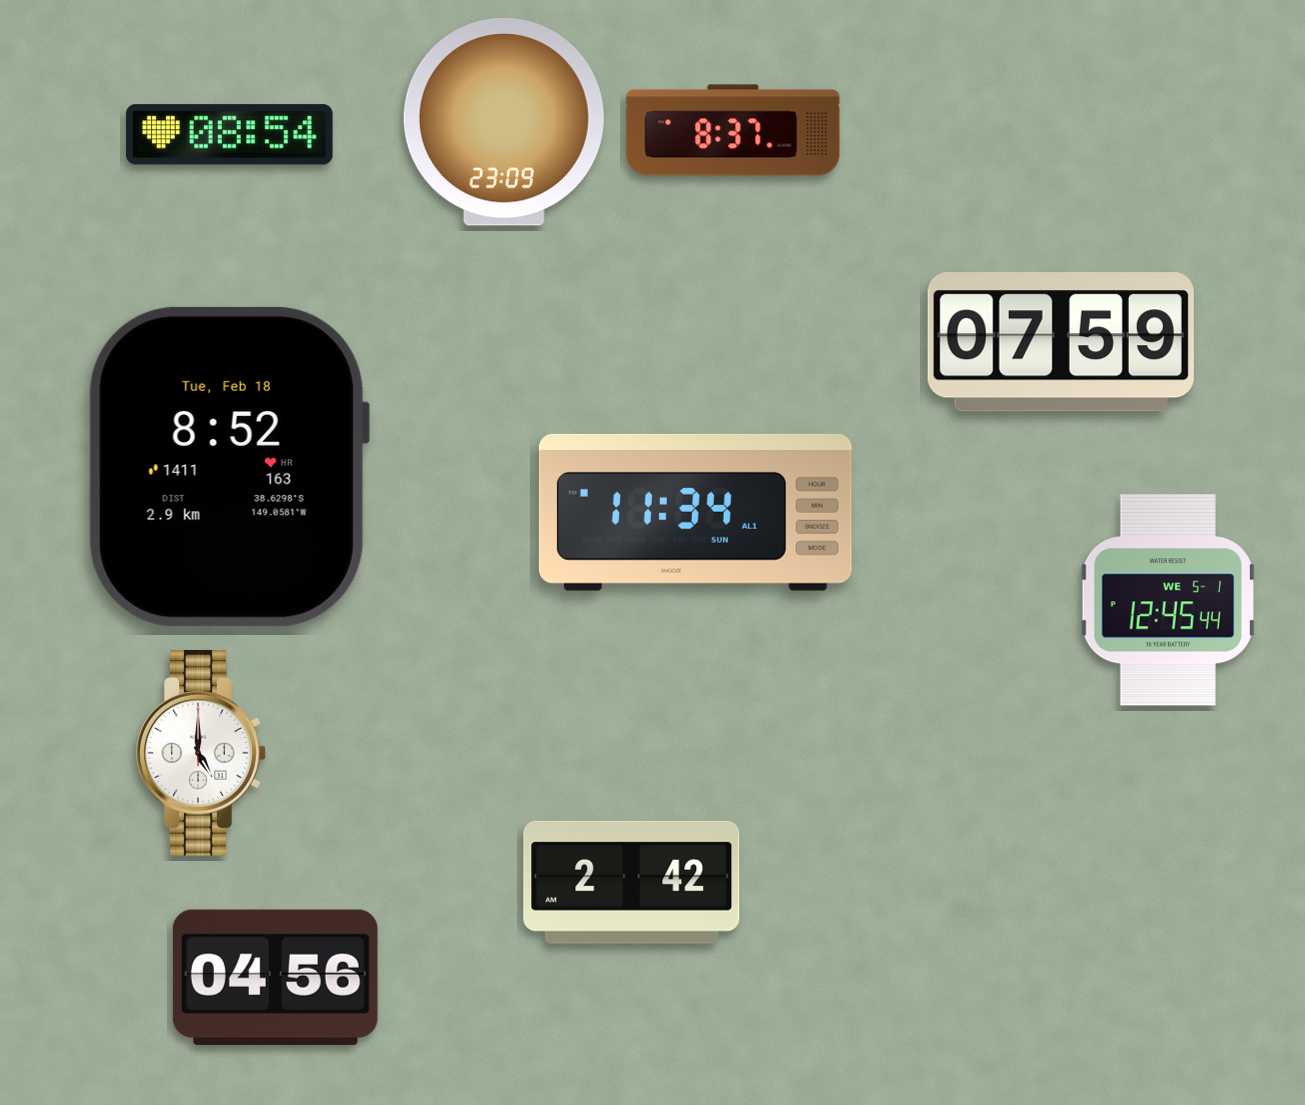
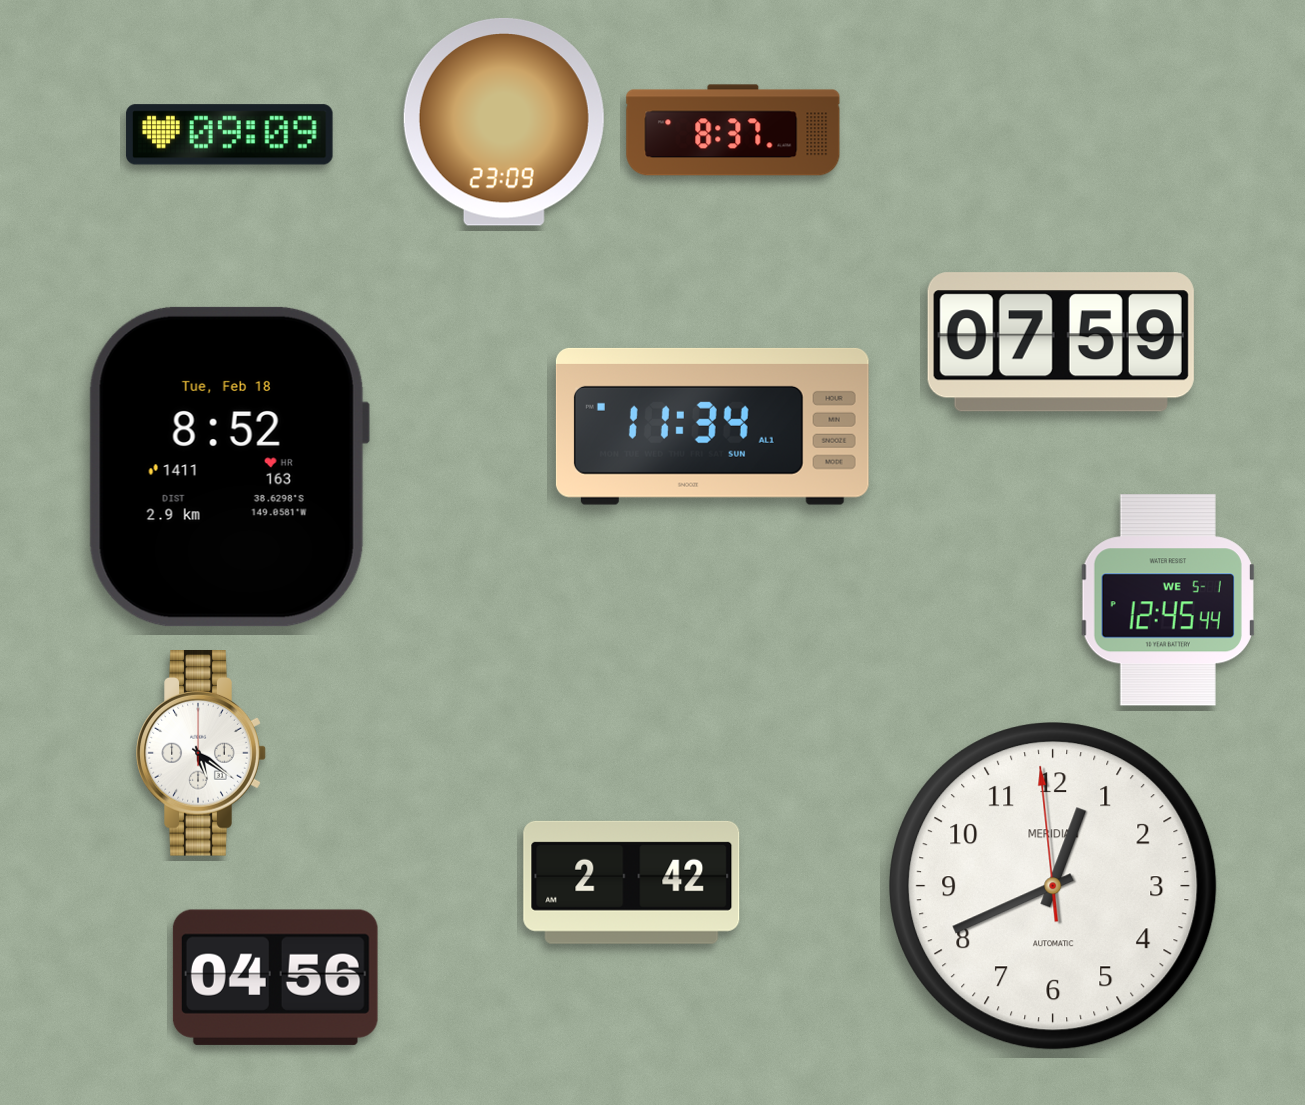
clock at (230, 135): 08:54 -> 09:09
clock at (695, 512) position: (695, 512) -> (712, 426)
clock at (201, 754): 5:00 -> 5:21
clock at (1053, 886): none -> 12:40
